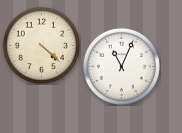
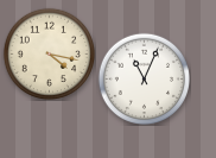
clock at (41, 45): 4:22 -> 4:17
